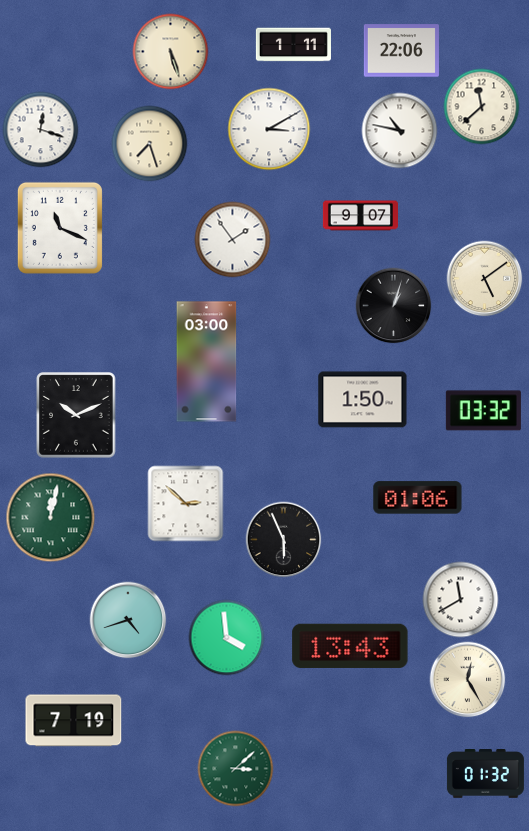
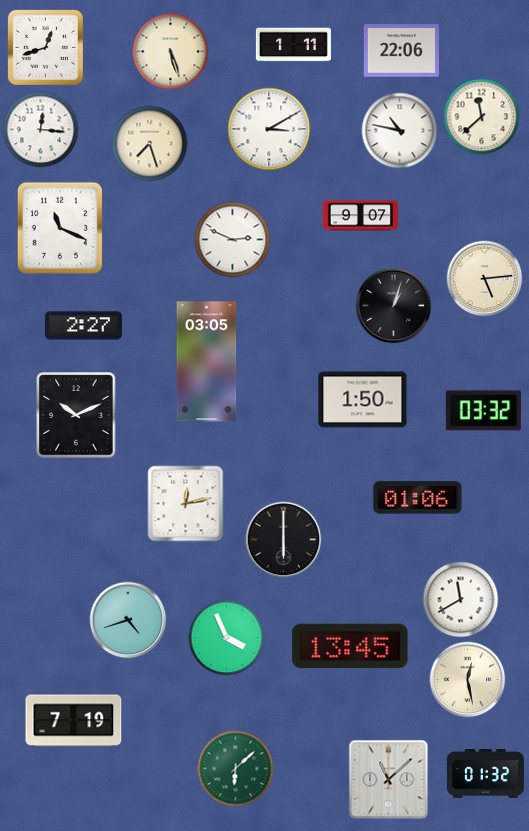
clock at (45, 47): none -> 12:42
clock at (482, 107) position: (482, 107) -> (482, 117)
clock at (41, 130): 12:18 -> 12:16
clock at (233, 240): 1:54 -> 2:49
clock at (485, 279): 5:09 -> 5:14
clock at (83, 326): none -> 2:27
clock at (207, 362): 03:00 -> 03:05
clock at (186, 504): 2:52 -> 12:13
clock at (51, 518): 12:02 -> none
clock at (284, 540): 5:56 -> 6:00
clock at (227, 638): 3:59 -> 3:56
clock at (350, 646): 13:43 -> 13:45
clock at (468, 680): 12:25 -> 12:28
clock at (236, 769): 3:08 -> 6:08
clock at (389, 780): none -> 11:08
